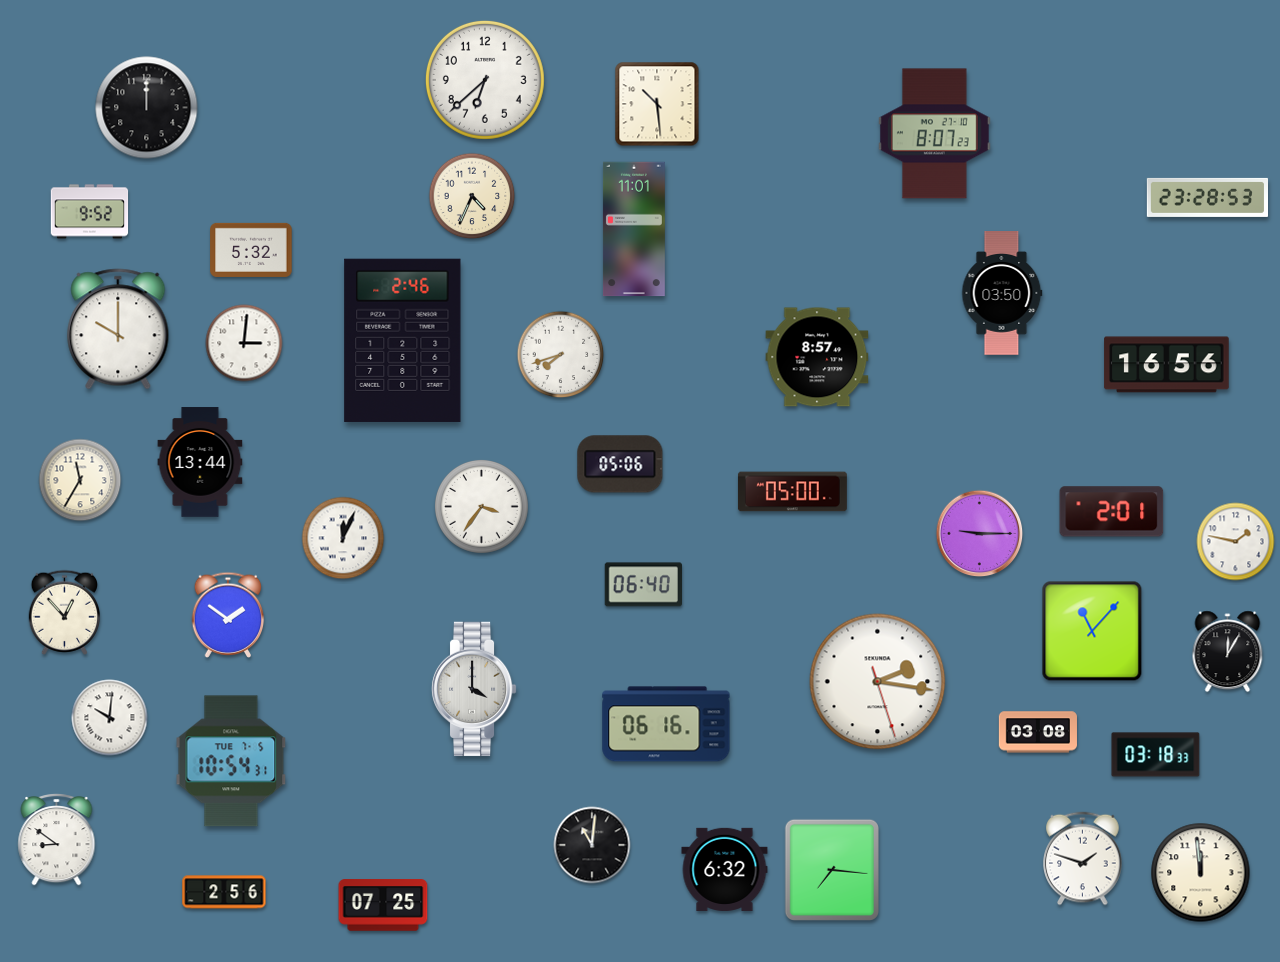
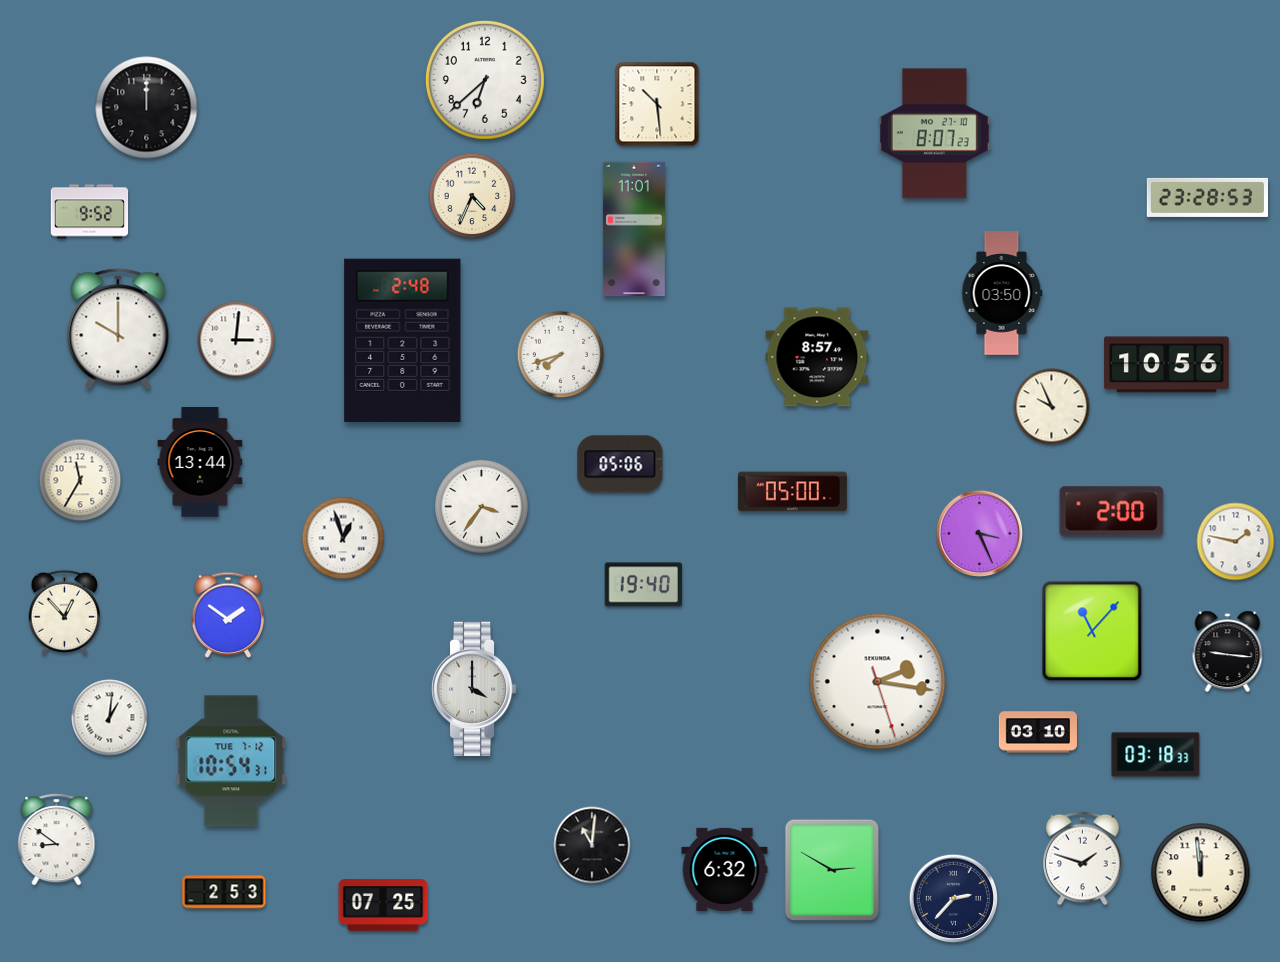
clock at (251, 250): 5:32 -> none
clock at (403, 340): 2:46 -> 2:48
clock at (244, 343) position: (244, 343) -> (236, 340)
clock at (1167, 365): 16:56 -> 10:56
clock at (1052, 407): none -> 9:56
clock at (1112, 512): 2:01 -> 2:00
clock at (980, 534): 9:15 -> 3:26
clock at (343, 538): 12:04 -> 12:57
clock at (643, 585): 06:40 -> 19:40
clock at (1228, 652): 12:05 -> 9:16
clock at (110, 718): 10:01 -> 1:01
clock at (666, 724): 06:16 -> none
clock at (1038, 732): 03:08 -> 03:10
clock at (231, 761) date: TUE 7-5 -> TUE 7-12
clock at (832, 870): 7:16 -> 2:50
clock at (224, 892): 2:56 -> 2:53
clock at (954, 899): none -> 2:37
